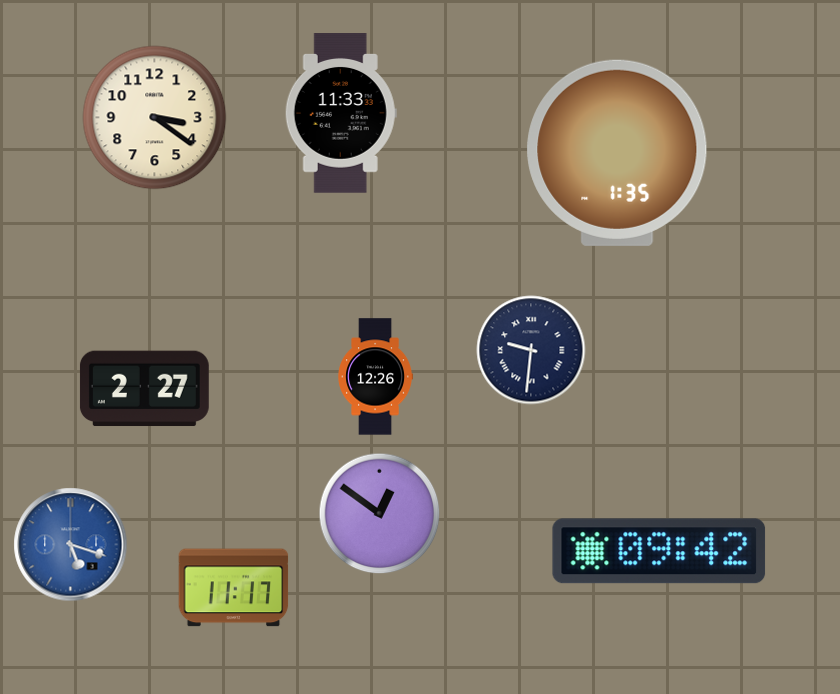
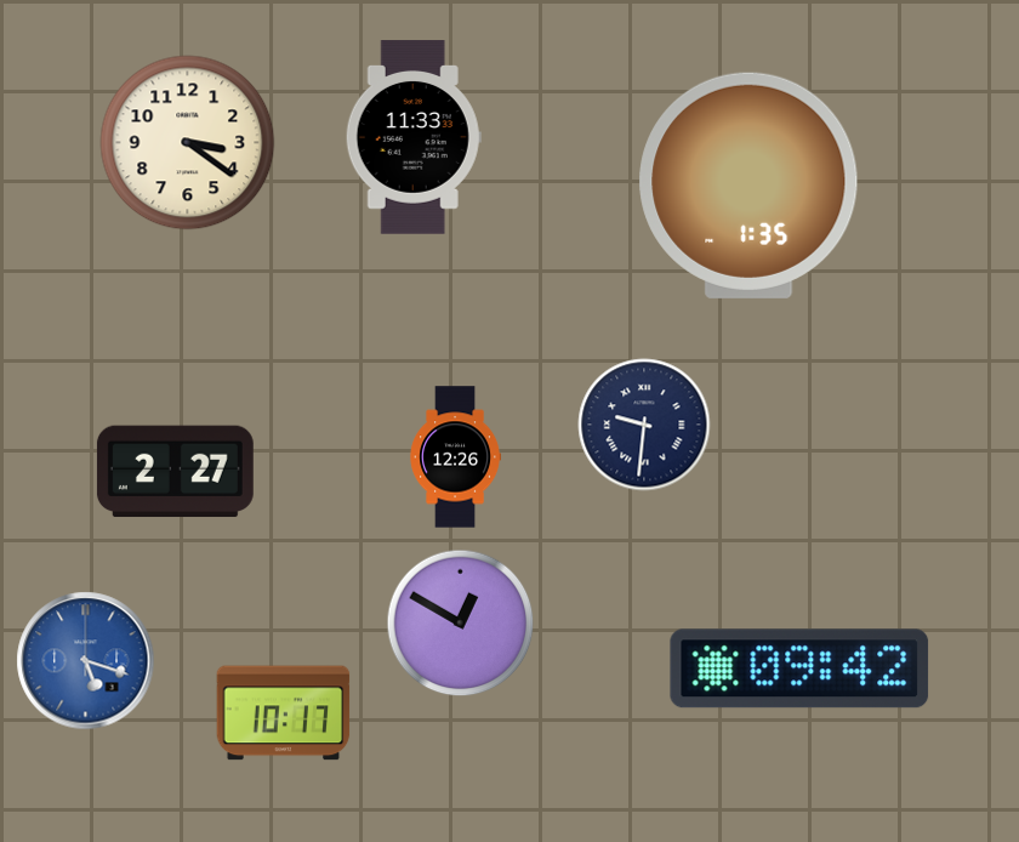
clock at (380, 514): 12:51 -> 12:50
clock at (234, 588): 11:17 -> 10:17
